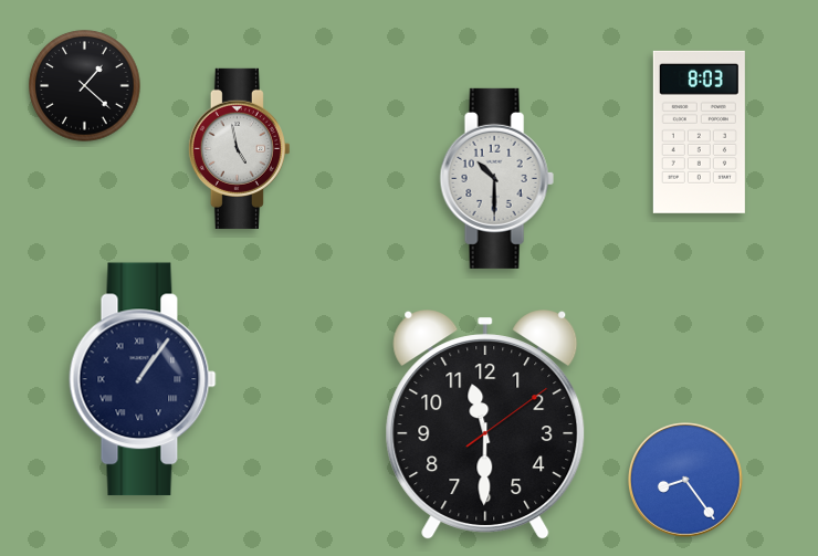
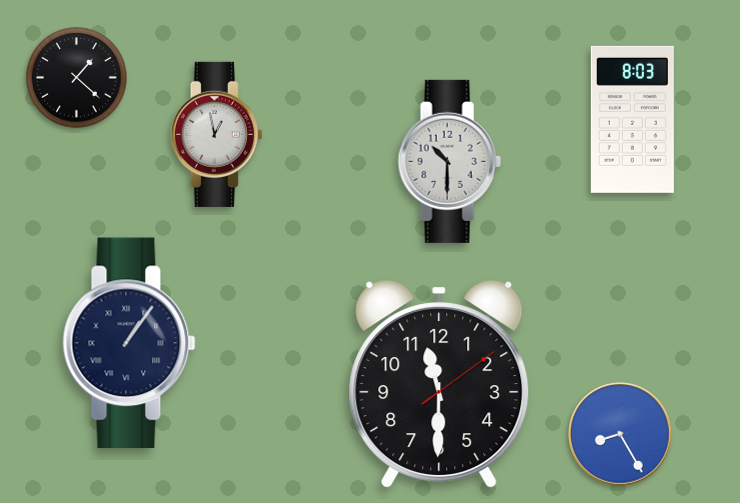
clock at (239, 148): 4:58 -> 12:58
clock at (686, 481): 8:24 -> 8:25
